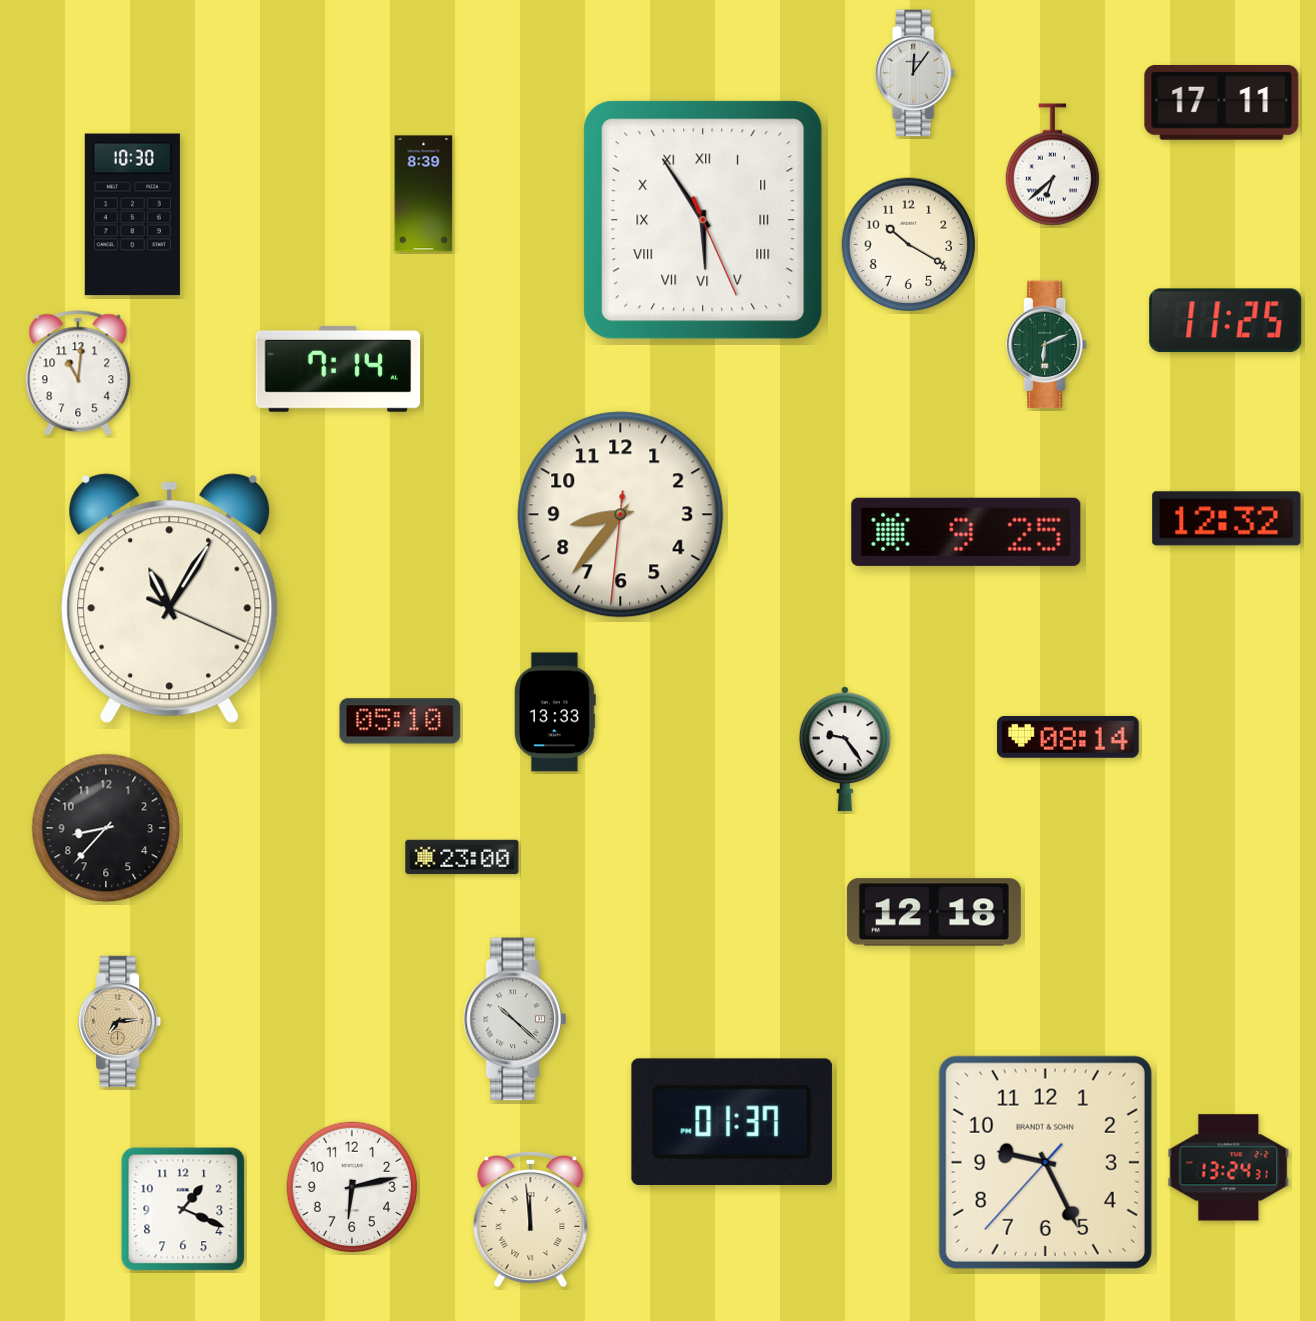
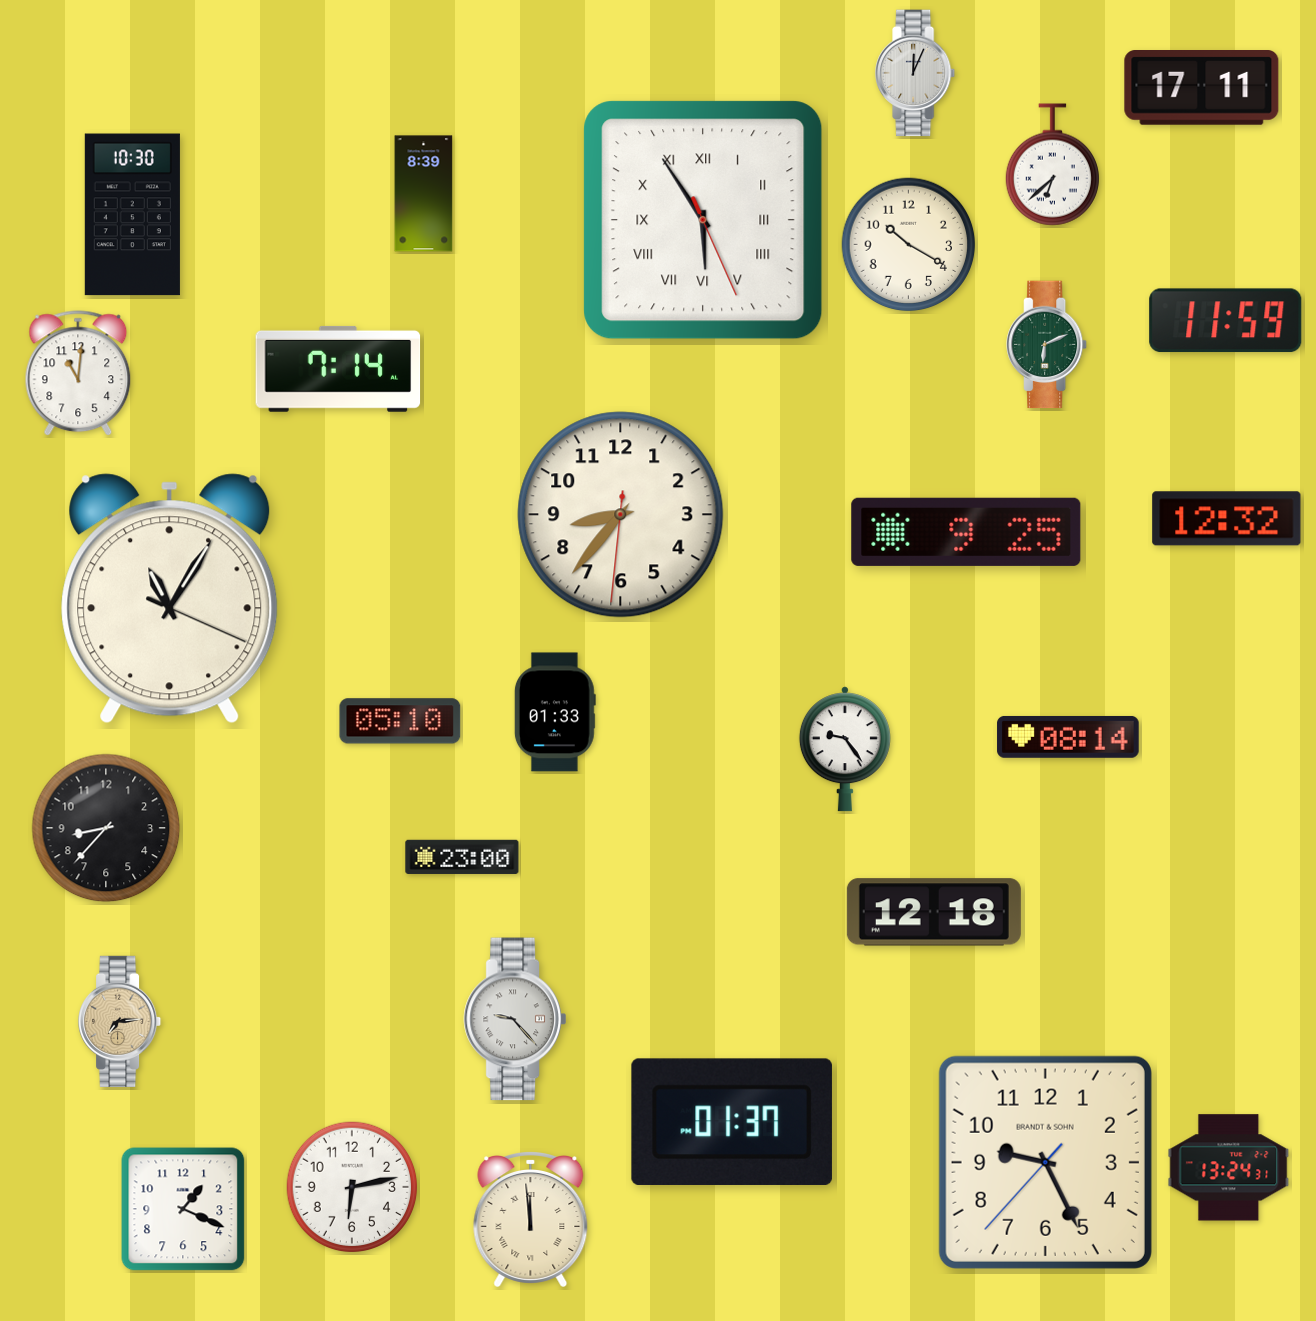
clock at (916, 73): 12:06 -> 12:04
clock at (1222, 103) position: (1222, 103) -> (1202, 88)
clock at (1226, 320): 11:25 -> 11:59
clock at (555, 712): 13:33 -> 01:33
clock at (515, 1019): 10:22 -> 9:23
